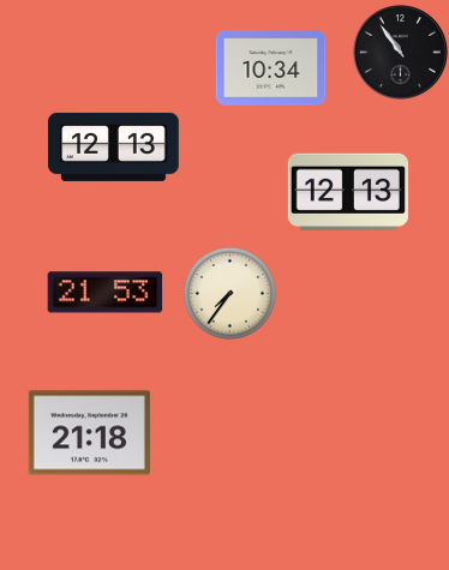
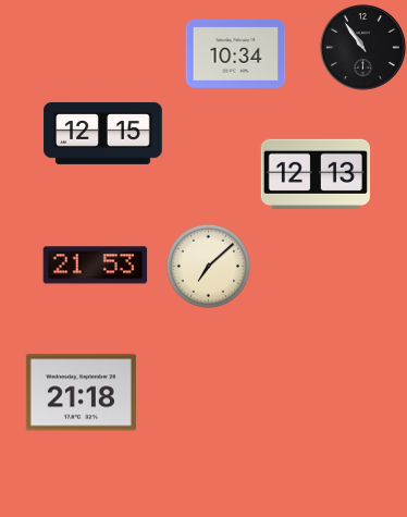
clock at (271, 67) position: (271, 67) -> (236, 53)
clock at (114, 146): 12:13 -> 12:15
clock at (229, 293): 7:36 -> 7:08
